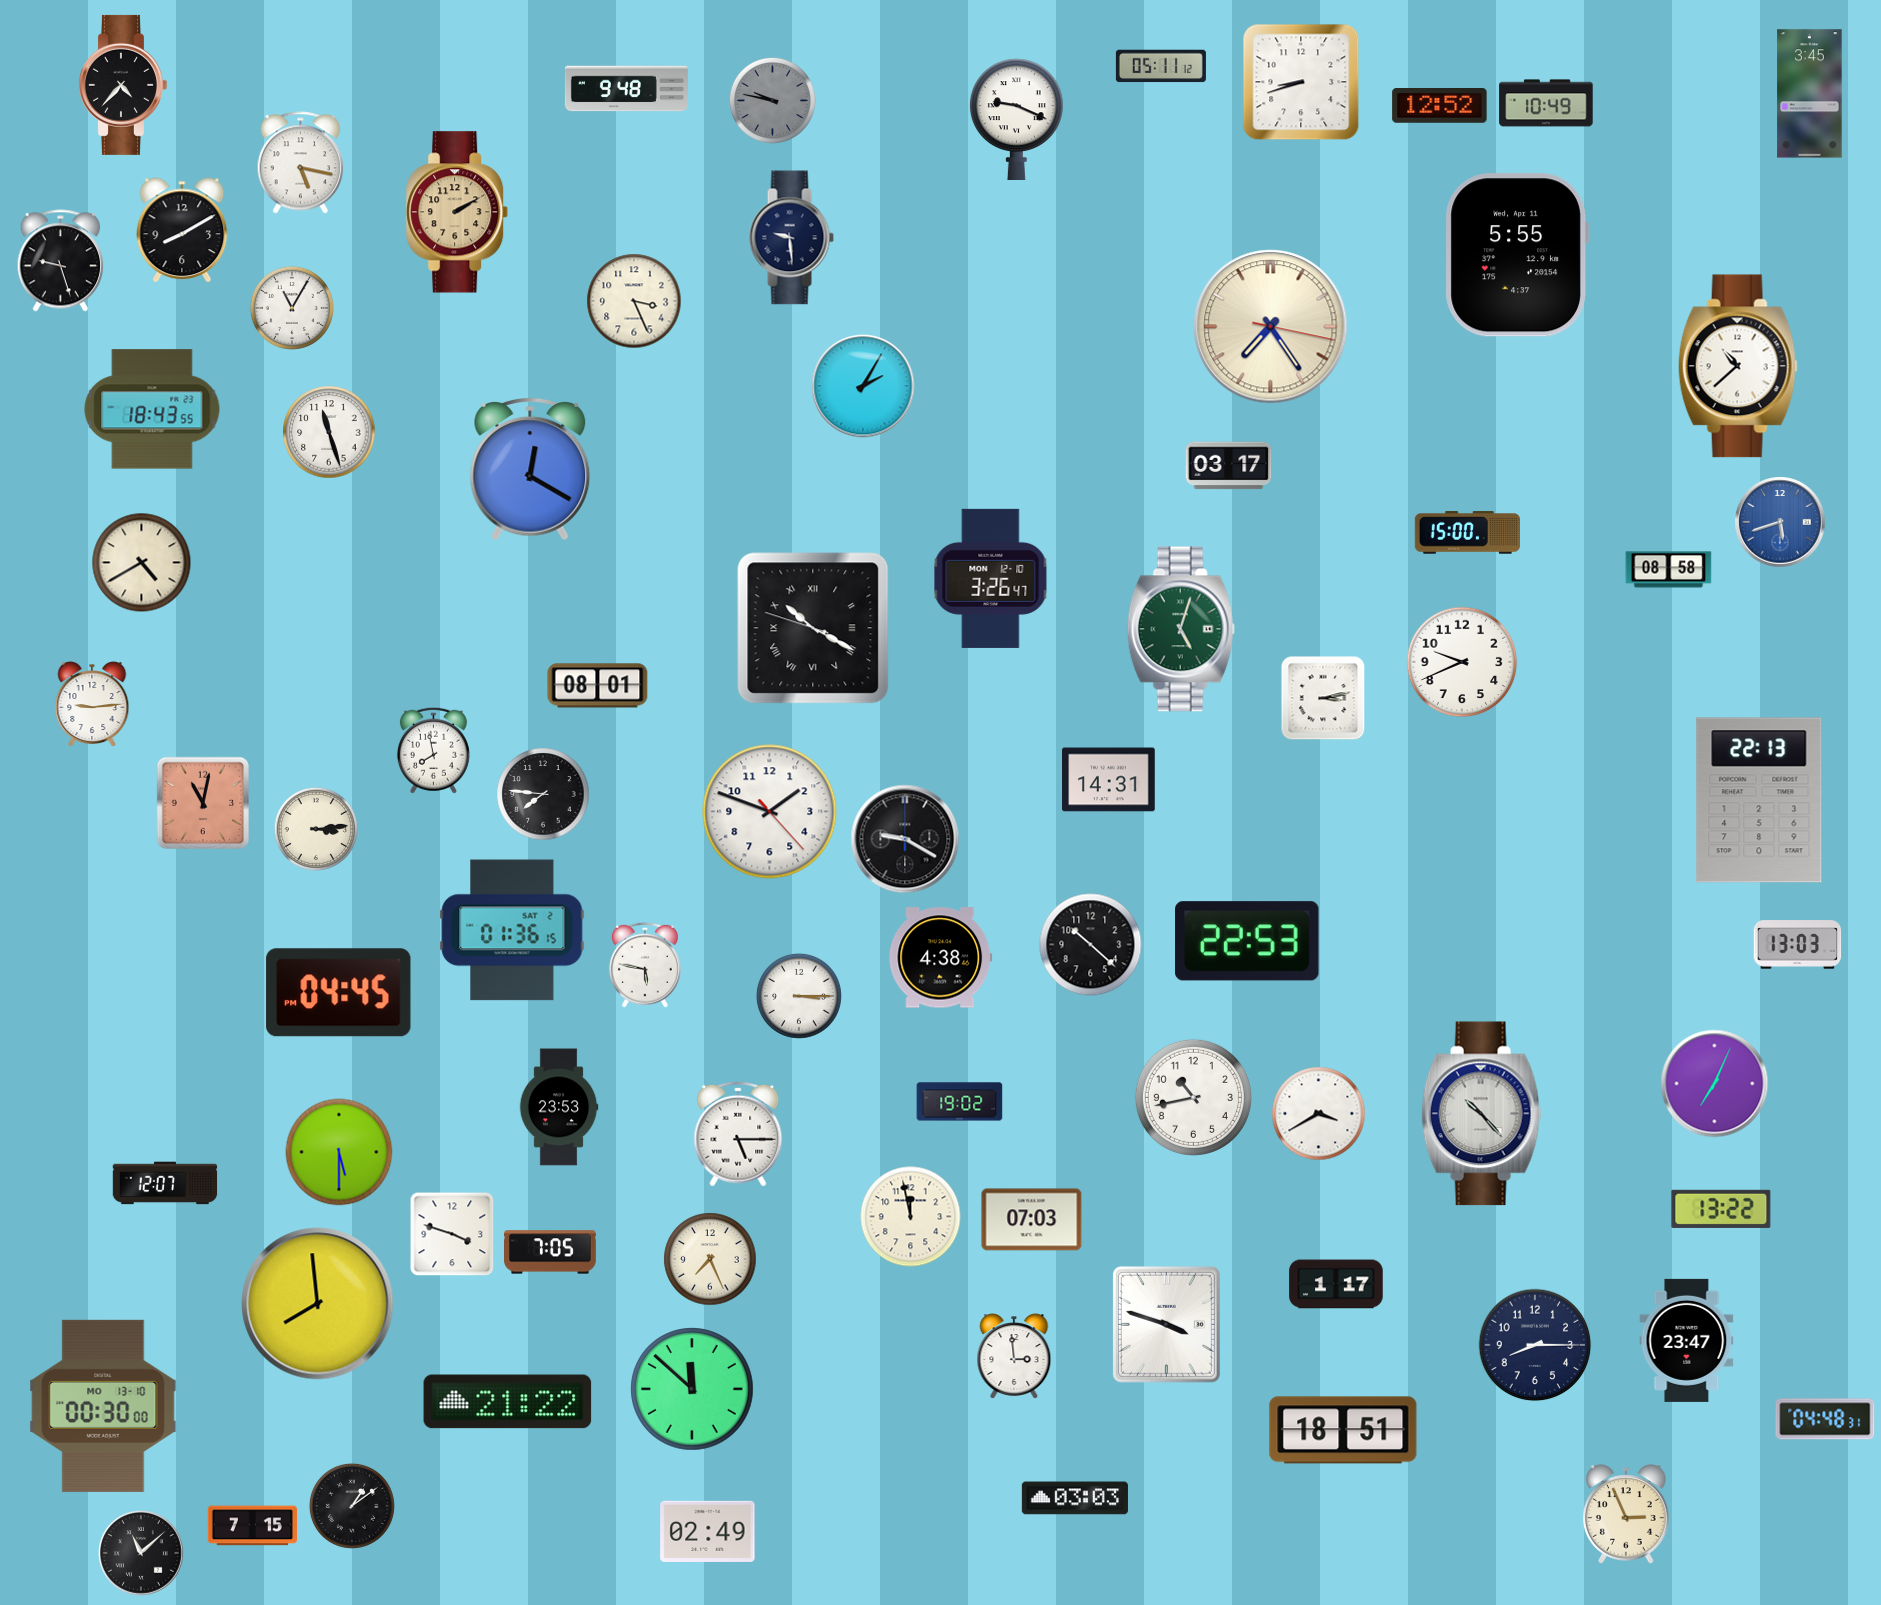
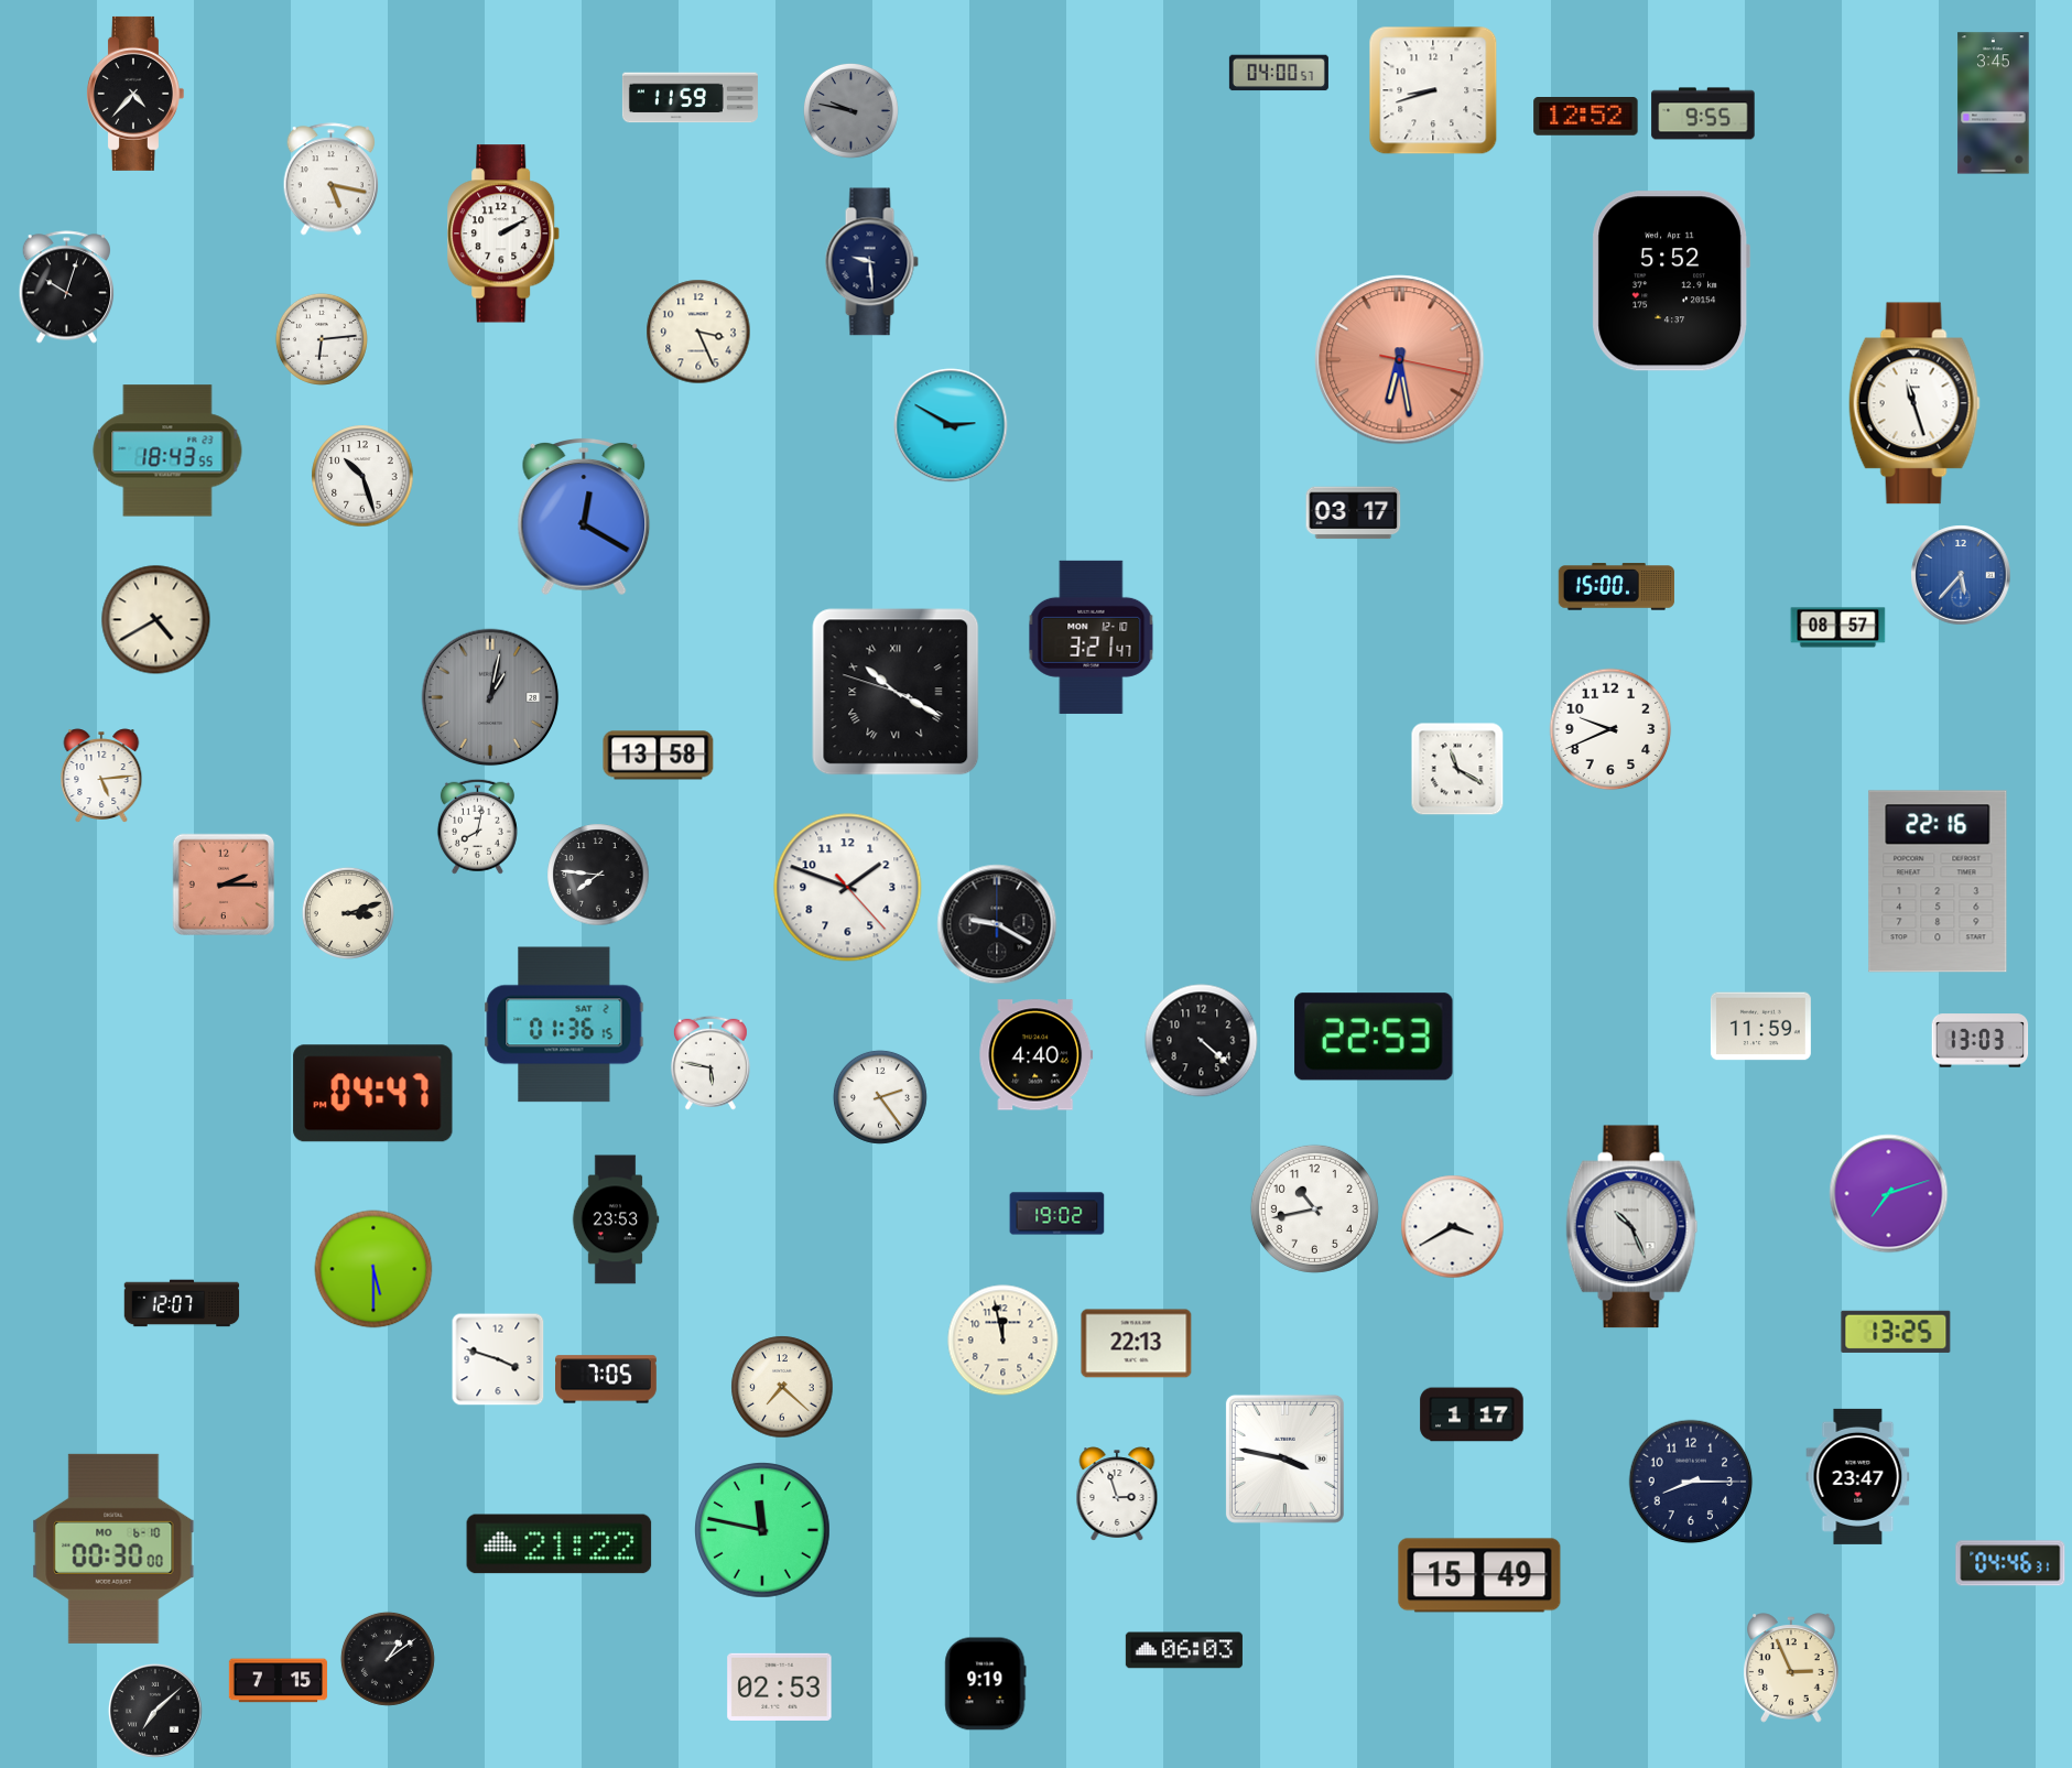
clock at (1161, 66): 05:11 -> 04:00
clock at (626, 89): 9:48 -> 11:59
clock at (1546, 103): 10:49 -> 9:55
clock at (1016, 119): 9:19 -> none
clock at (458, 212) dial: champagne -> white
clock at (182, 230): 8:10 -> none
clock at (1517, 255): 5:55 -> 5:52
clock at (61, 261): 9:27 -> 10:03
clock at (292, 308): 11:05 -> 6:14
clock at (1271, 327): 7:24 -> 6:28
clock at (1271, 327) dial: cream -> salmon
clock at (1738, 366): 10:38 -> 11:27
clock at (863, 386): 2:05 -> 2:50
clock at (329, 432): 11:27 -> 10:27
clock at (1780, 522): 5:42 -> 5:37
clock at (1669, 570): 08:58 -> 08:57
clock at (991, 578): 3:26 -> 3:21
clock at (1181, 629): 5:03 -> none
clock at (490, 697): none -> 1:02
clock at (598, 686): 08:01 -> 13:58
clock at (1323, 698): 3:13 -> 11:20
clock at (92, 704): 9:14 -> 5:14
clock at (433, 750): 7:58 -> 8:02
clock at (1109, 780): 14:31 -> none
clock at (1759, 800): 22:13 -> 22:16
clock at (202, 802): 11:02 -> 2:15
clock at (770, 812) position: (770, 812) -> (848, 888)
clock at (316, 829): 3:14 -> 3:12
clock at (1760, 1027): none -> 11:59
clock at (1091, 945): 10:22 -> 4:22
clock at (941, 958): 4:38 -> 4:40
clock at (339, 993): 04:45 -> 04:47
clock at (799, 996): 3:15 -> 2:24
clock at (1715, 1084): 7:04 -> 7:12
clock at (1482, 1114): 10:23 -> 10:26
clock at (738, 1134): 5:15 -> none
clock at (1721, 1209): 13:22 -> 13:25
clock at (1032, 1220): 07:03 -> 22:13
clock at (710, 1259): 7:26 -> 7:22
clock at (318, 1304): 7:59 -> none
clock at (1166, 1324): 3:48 -> 3:47
clock at (1014, 1356): 2:59 -> 2:57
clock at (693, 1390): 11:52 -> 11:47
clock at (103, 1406) date: MO 13-10 -> MO 6-10
clock at (1825, 1419): 04:48 -> 04:46
clock at (1343, 1430): 18:51 -> 15:49
clock at (1075, 1498): 03:03 -> 06:03
clock at (986, 1684): none -> 9:19
clock at (708, 1531): 02:49 -> 02:53
clock at (141, 1553): 11:08 -> 7:08
